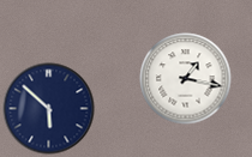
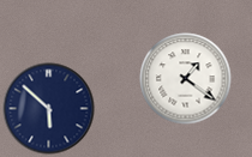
clock at (186, 79): 1:17 -> 1:21
